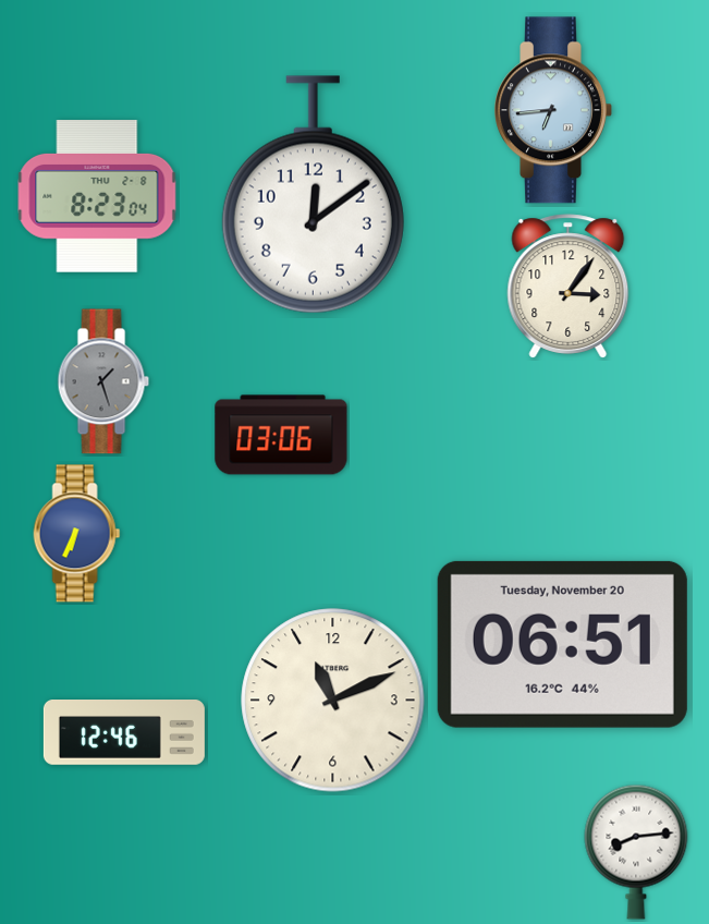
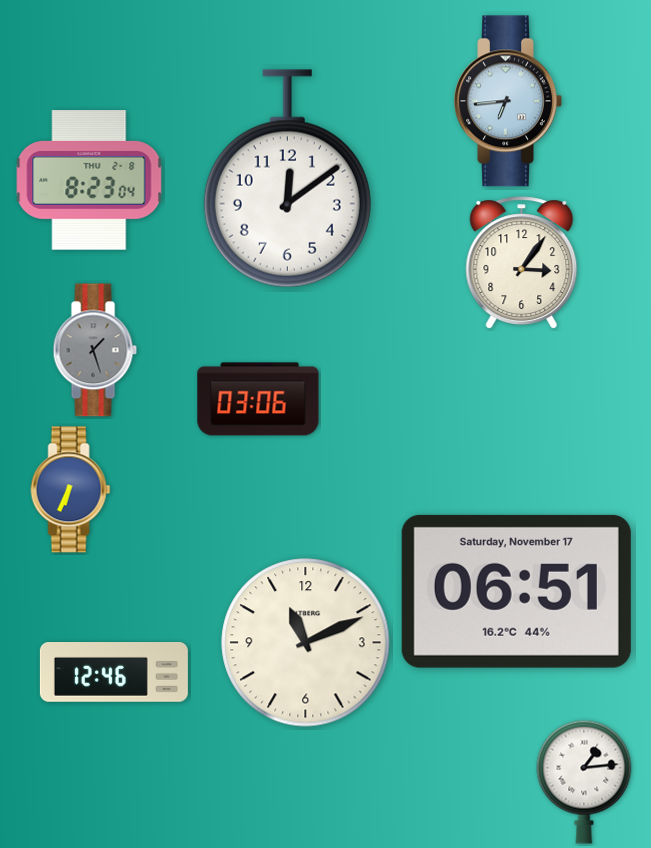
clock at (562, 644) date: Tuesday, November 20 -> Saturday, November 17
clock at (636, 852): 8:14 -> 1:14
